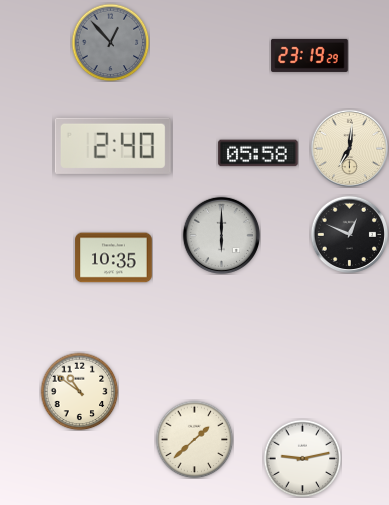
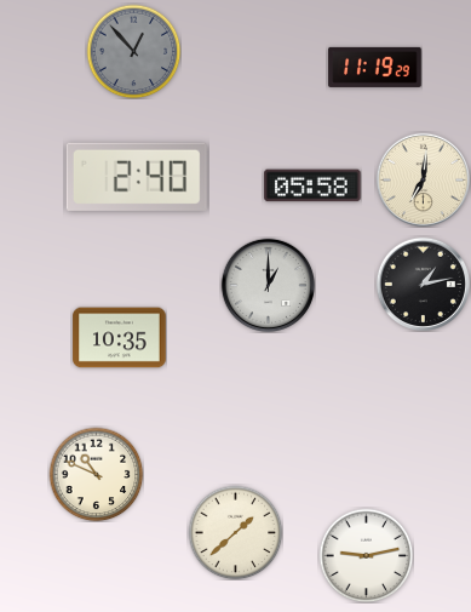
clock at (310, 55): 23:19 -> 11:19
clock at (349, 234): 12:49 -> 1:13
clock at (221, 235): 6:00 -> 1:00
clock at (114, 258) position: (114, 258) -> (120, 338)
clock at (79, 391): 10:51 -> 10:49
